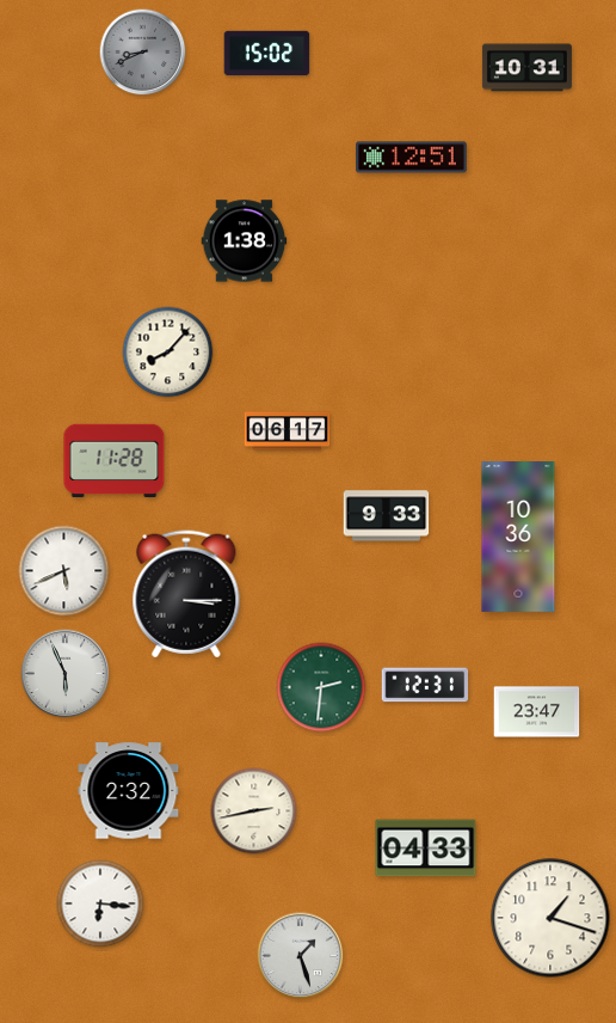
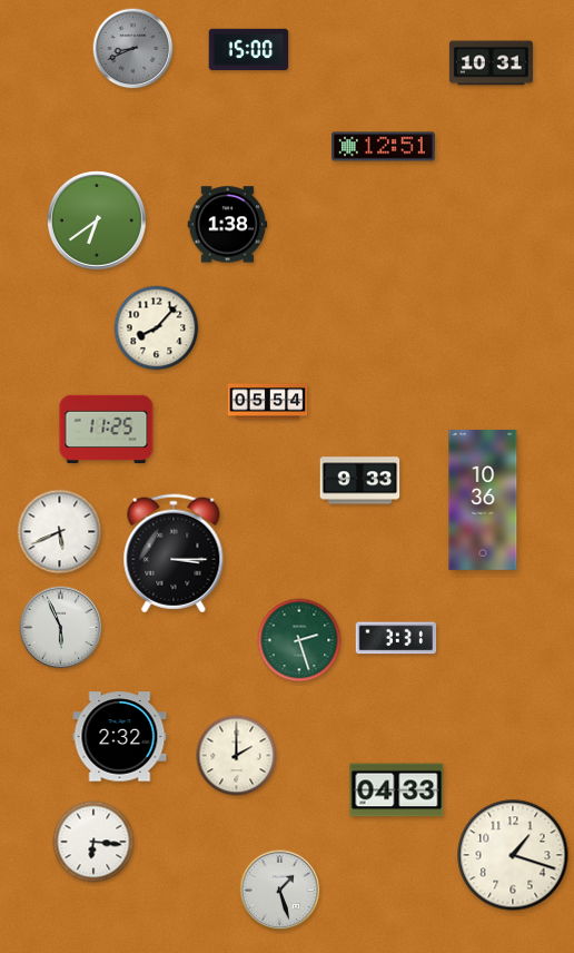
clock at (267, 54): 15:02 -> 15:00
clock at (98, 222): none -> 6:39
clock at (288, 431): 06:17 -> 05:54
clock at (115, 461): 11:28 -> 11:25
clock at (425, 685): 12:31 -> 3:31
clock at (321, 687): 2:31 -> 2:27
clock at (537, 712): 23:47 -> none
clock at (254, 811): 2:43 -> 2:00
